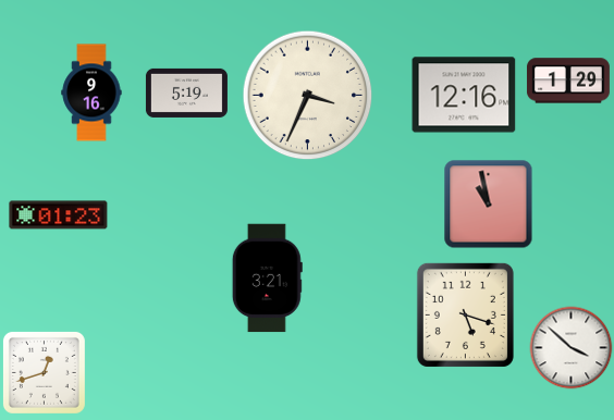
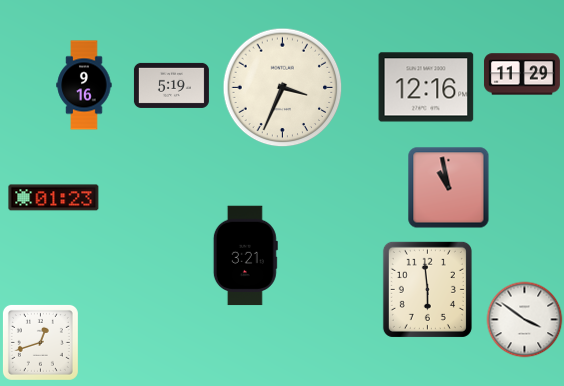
clock at (568, 81): 1:29 -> 11:29
clock at (465, 314): 5:18 -> 5:59
clock at (572, 348): 3:52 -> 3:51
